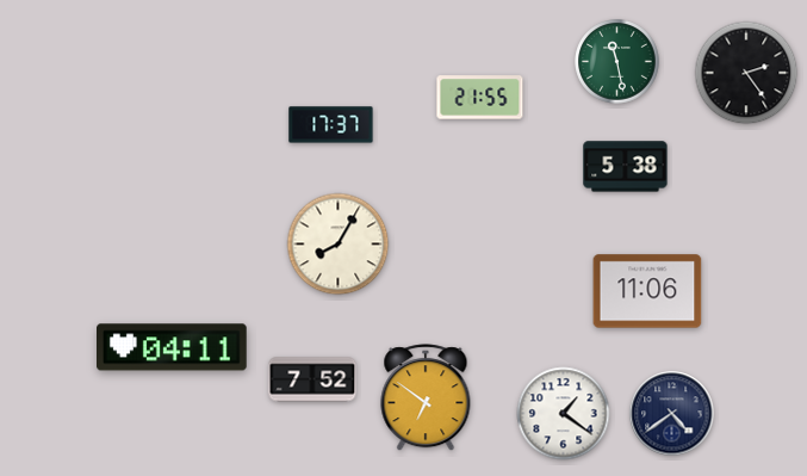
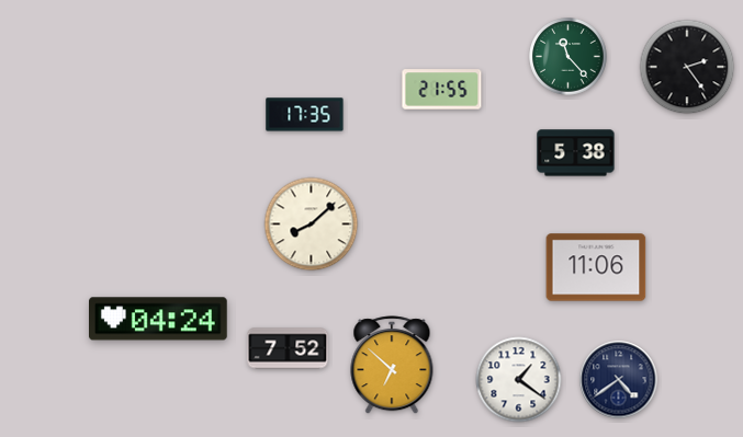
clock at (617, 62): 11:28 -> 11:23
clock at (331, 125): 17:37 -> 17:35
clock at (339, 245): 8:05 -> 8:08
clock at (173, 347): 04:11 -> 04:24
clock at (426, 398): 6:51 -> 6:52
